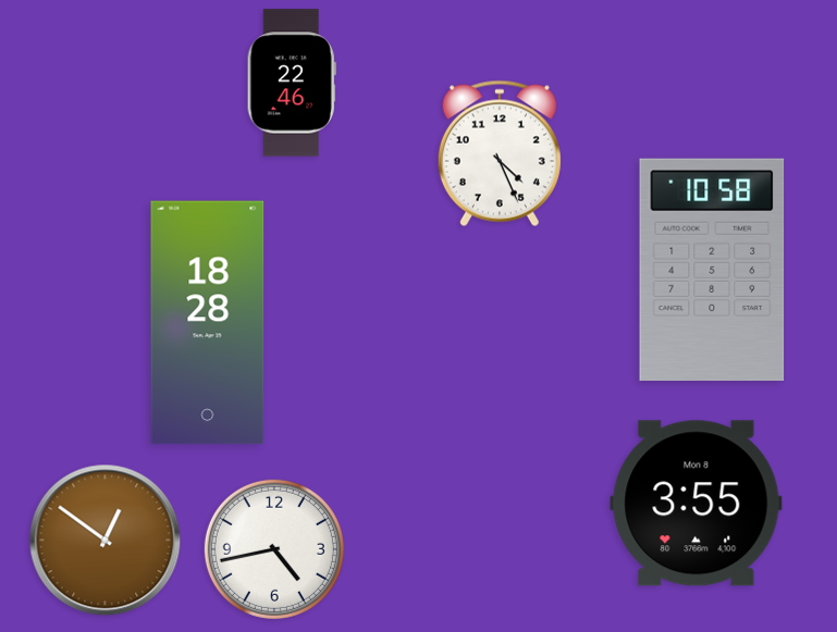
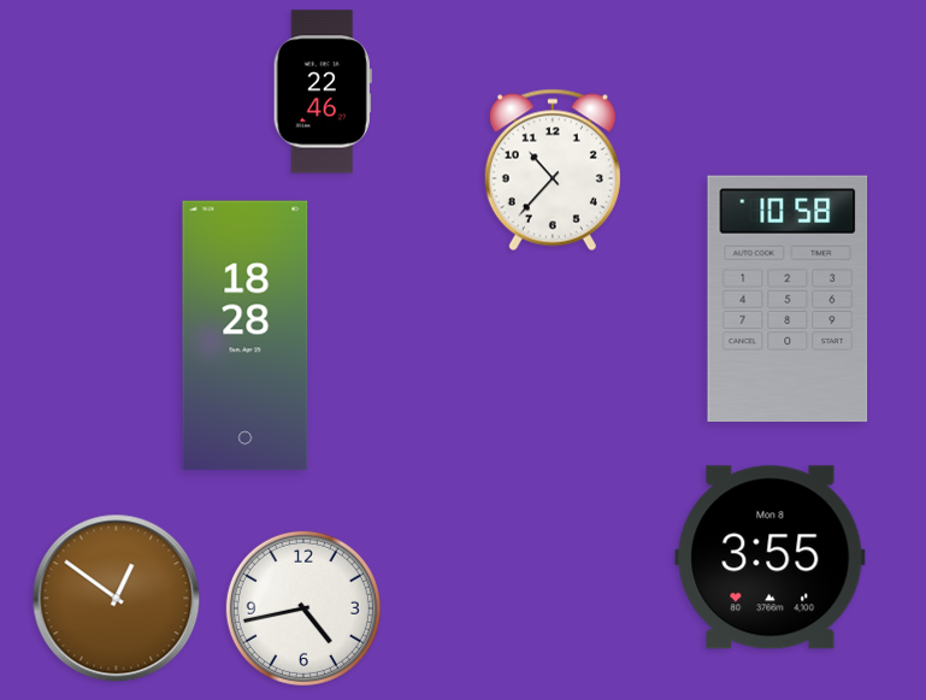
clock at (500, 153): 4:26 -> 10:37
clock at (208, 323) position: (208, 323) -> (246, 336)
